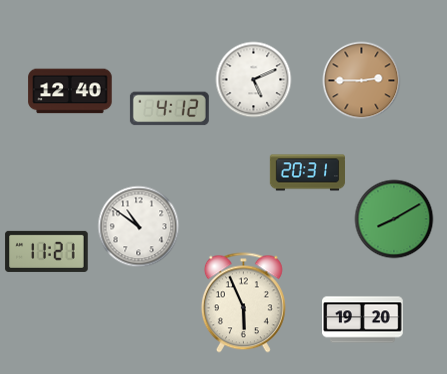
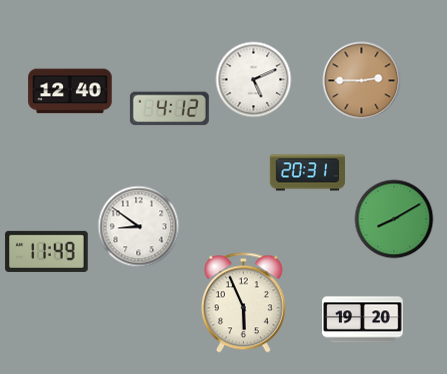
clock at (139, 227): 10:51 -> 8:51
clock at (47, 251): 11:21 -> 11:49
